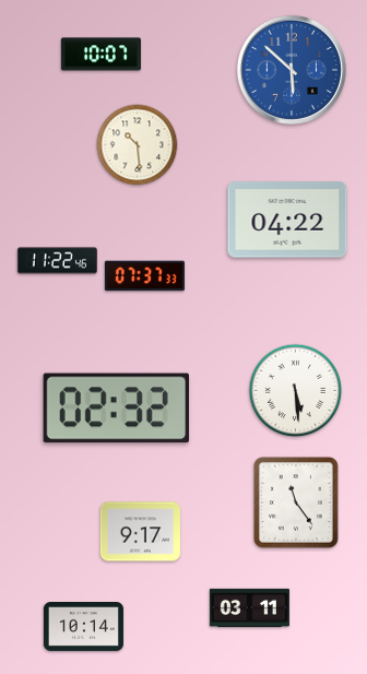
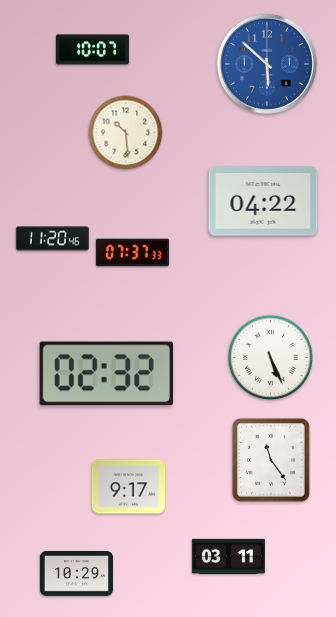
clock at (57, 261): 11:22 -> 11:20
clock at (296, 391): 5:29 -> 5:26
clock at (83, 627): 10:14 -> 10:29
